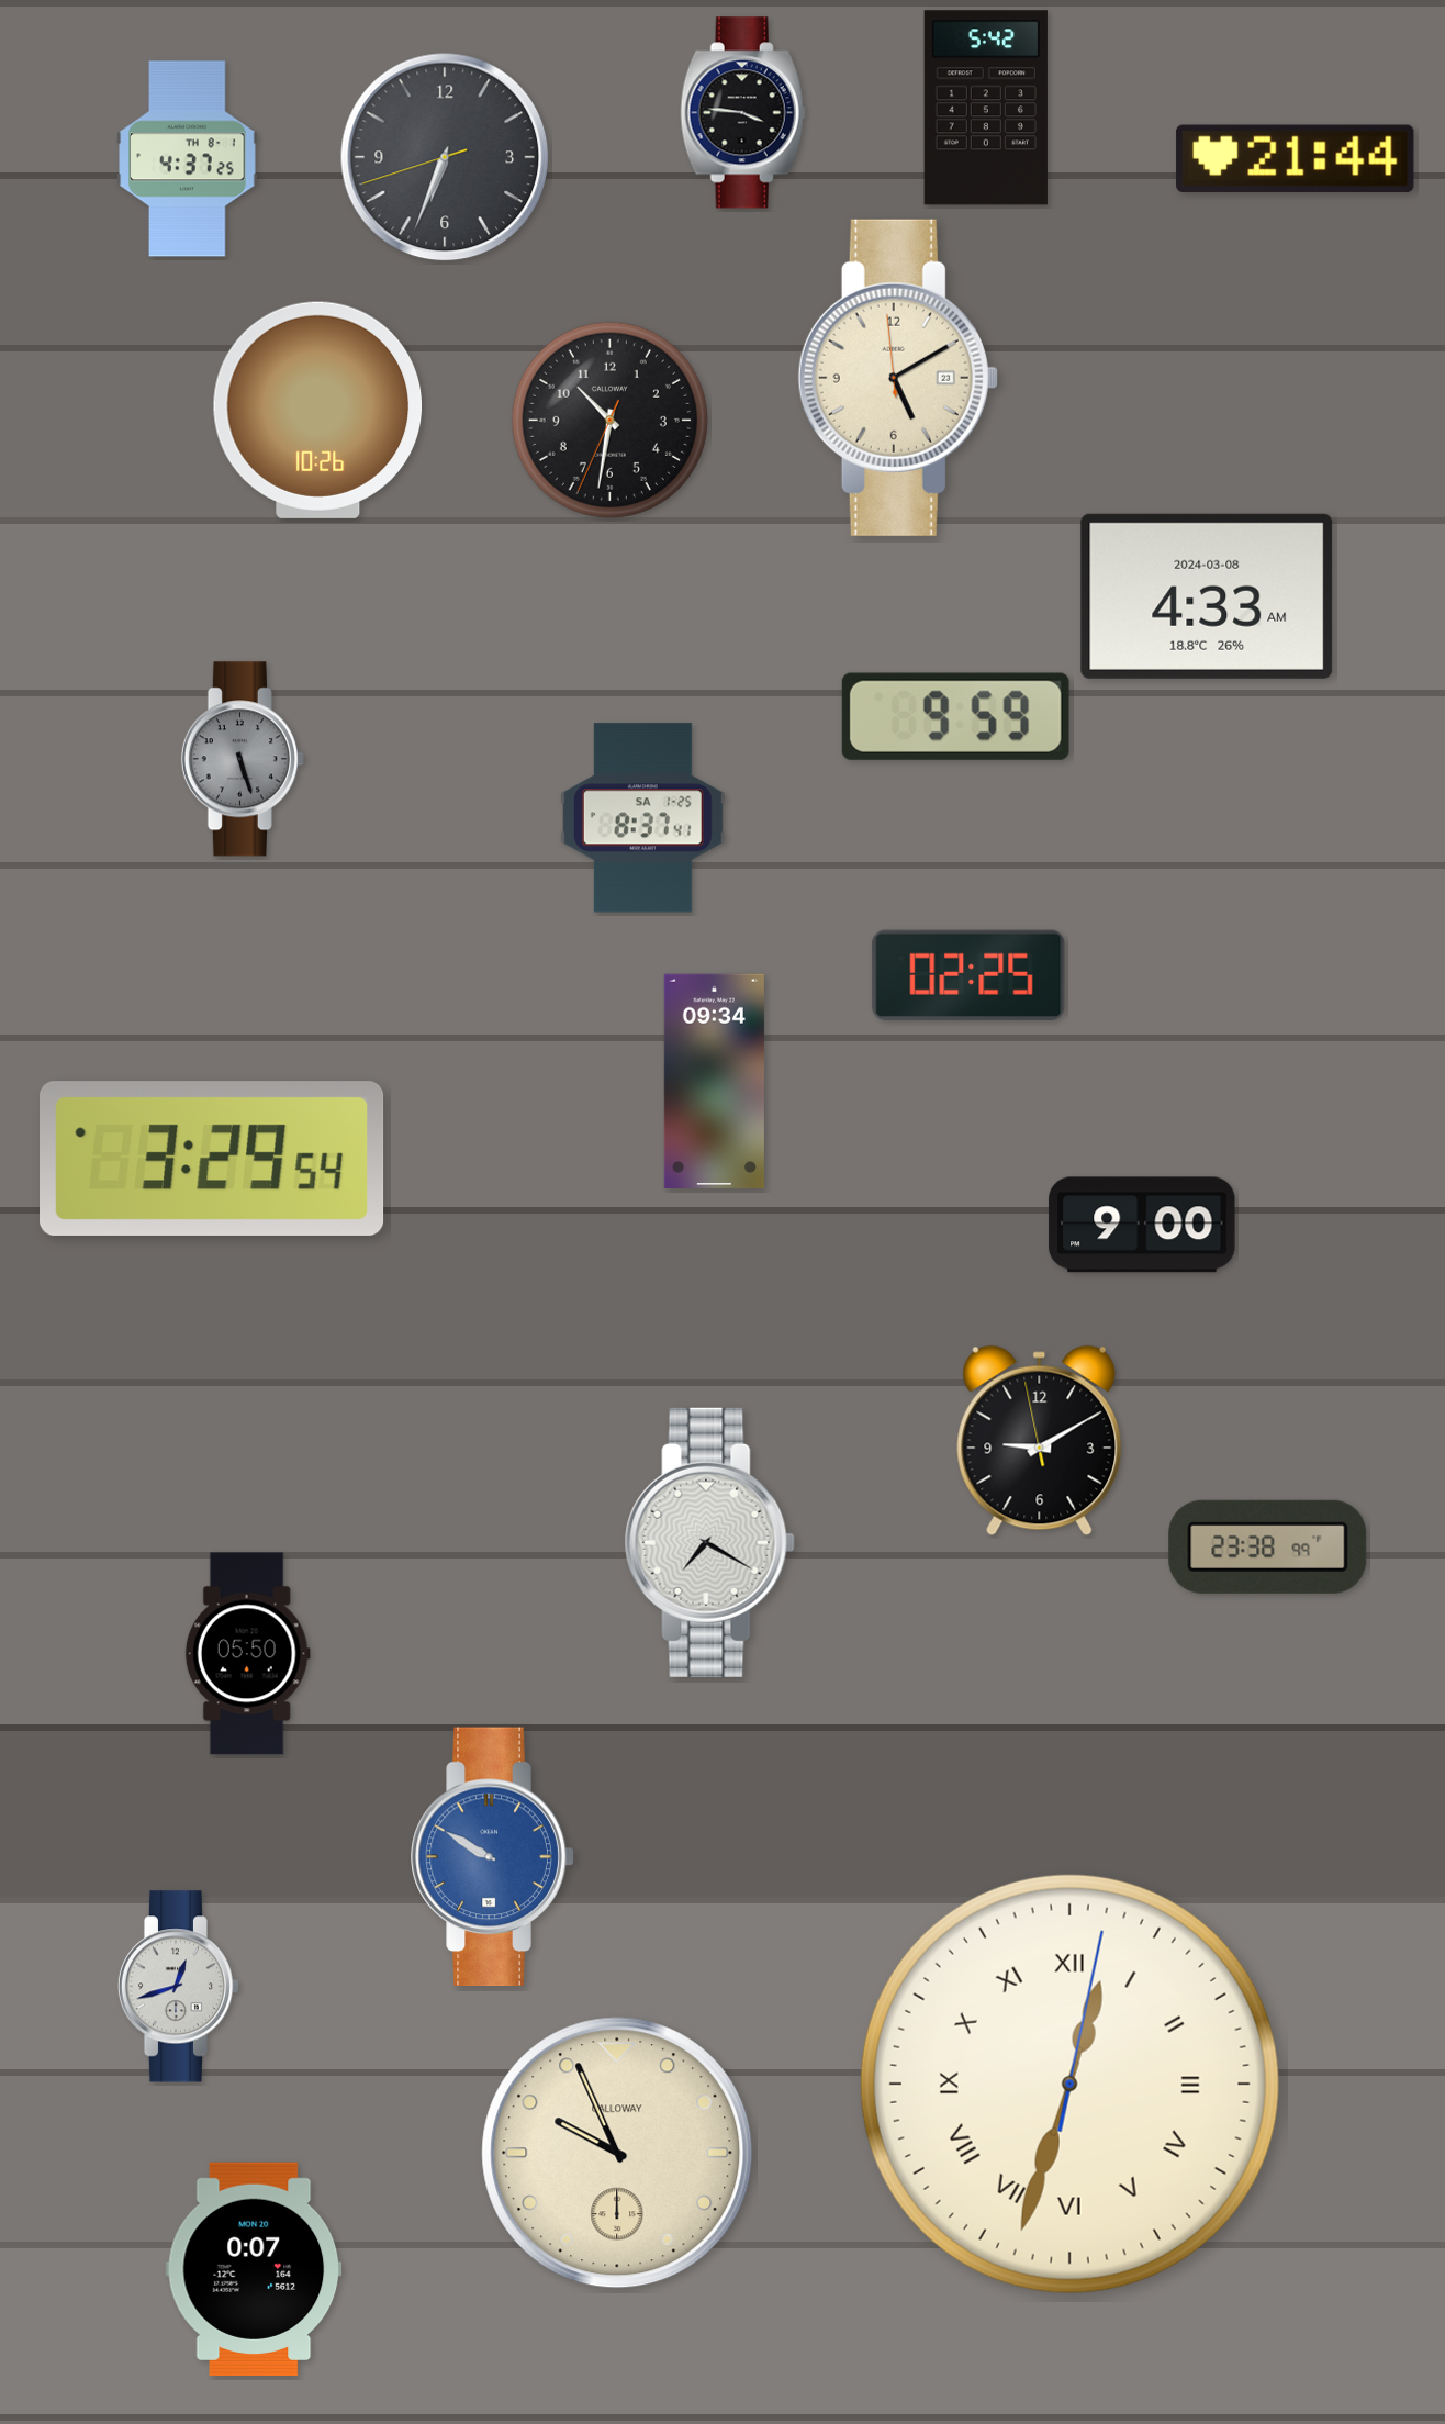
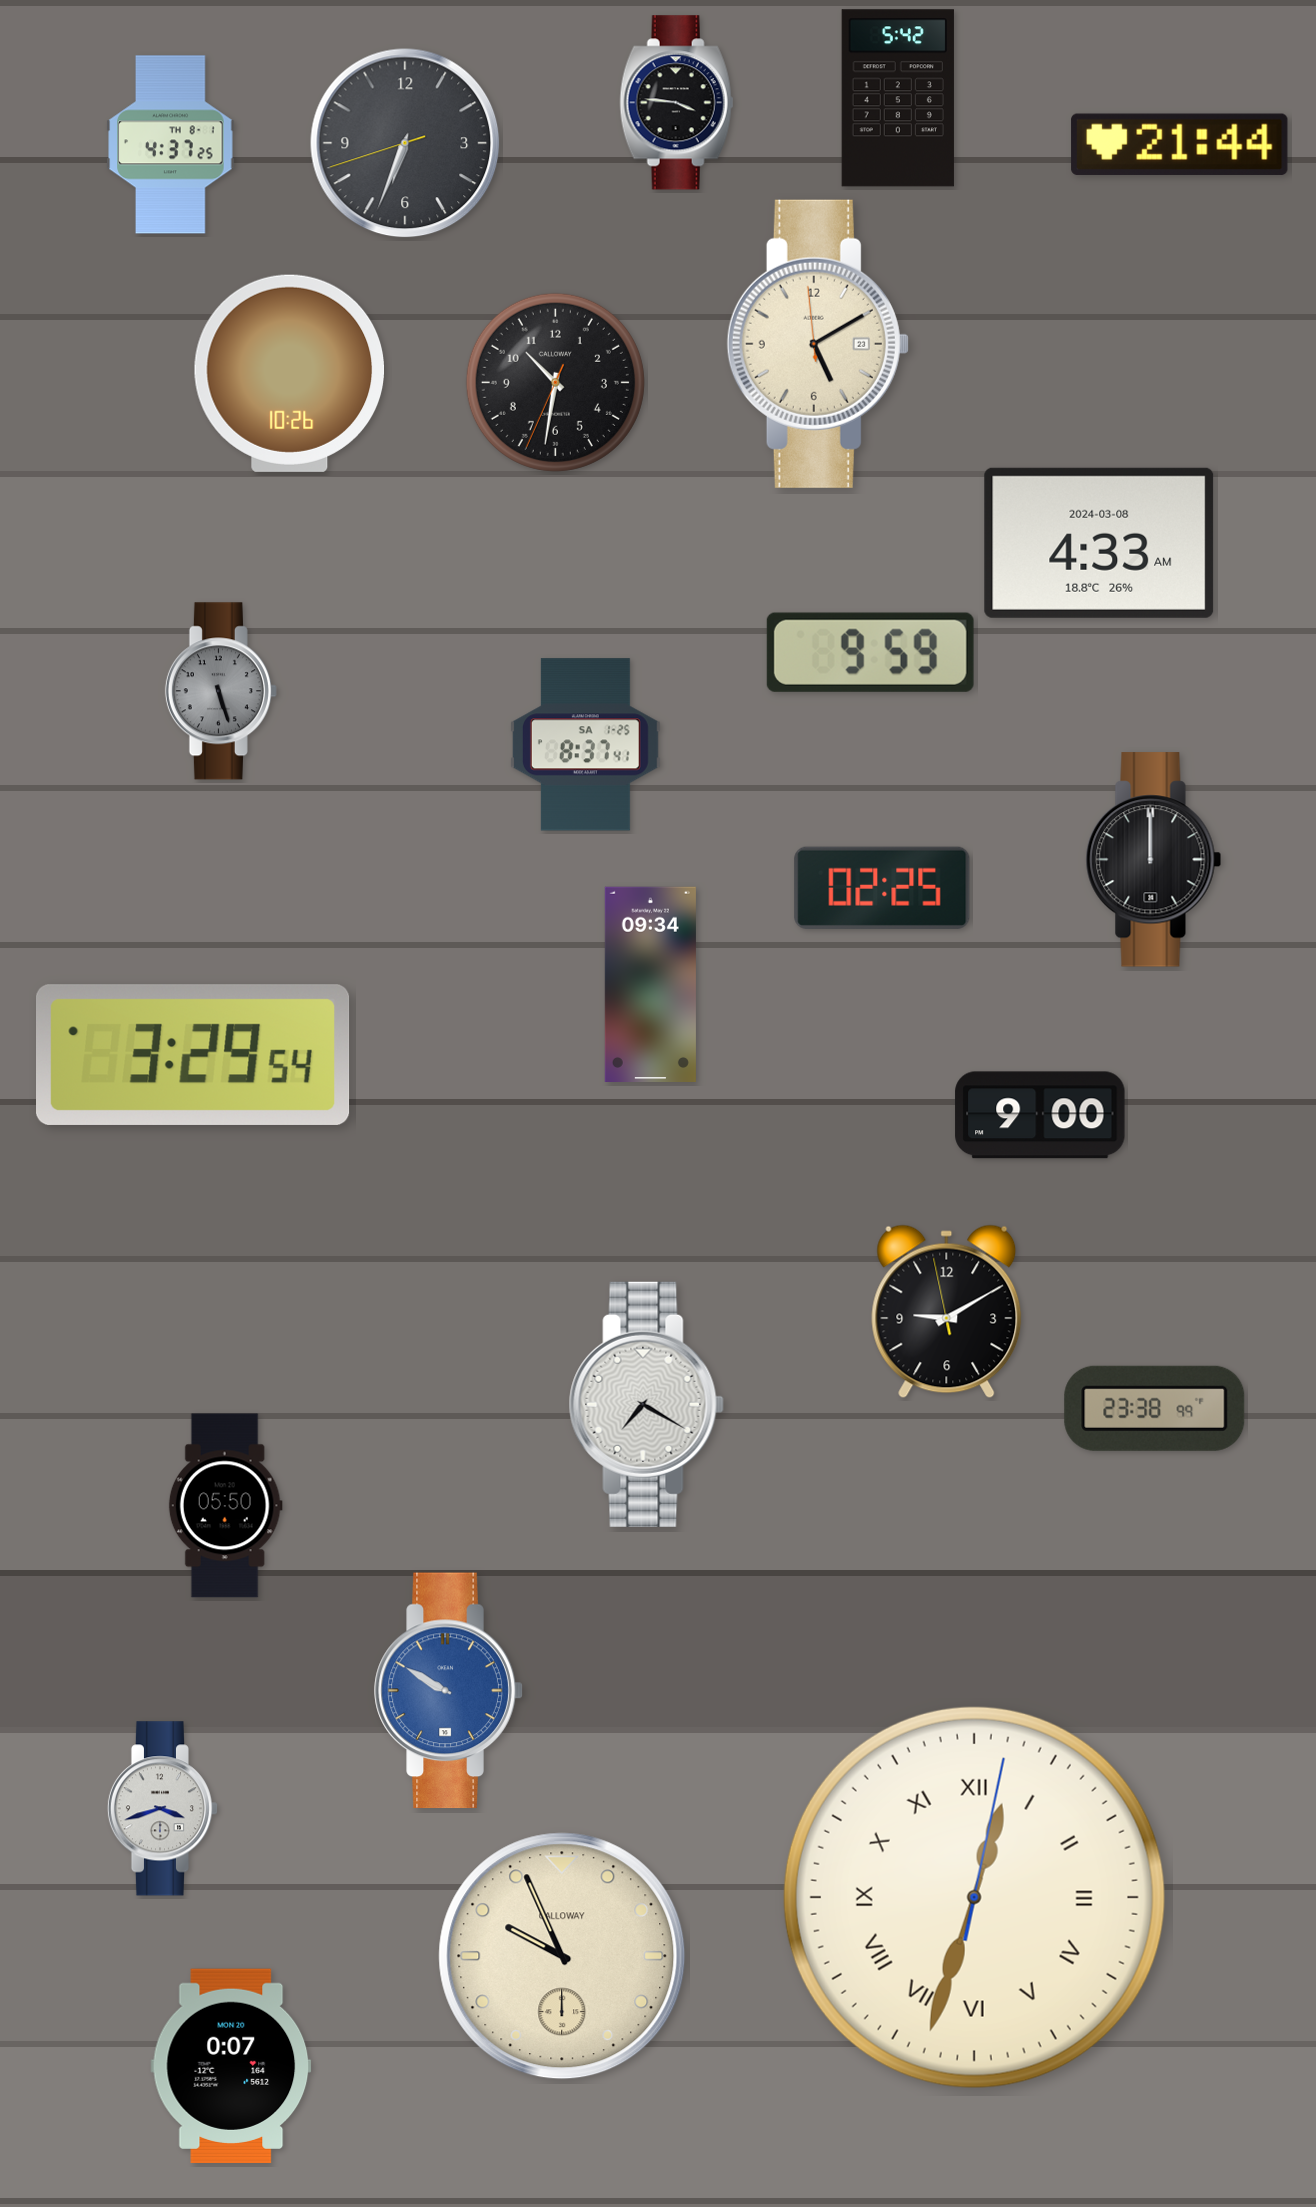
clock at (1154, 860): none -> 12:00
clock at (179, 1987): 12:42 -> 3:42
clock at (617, 2153) position: (617, 2153) -> (562, 1956)
